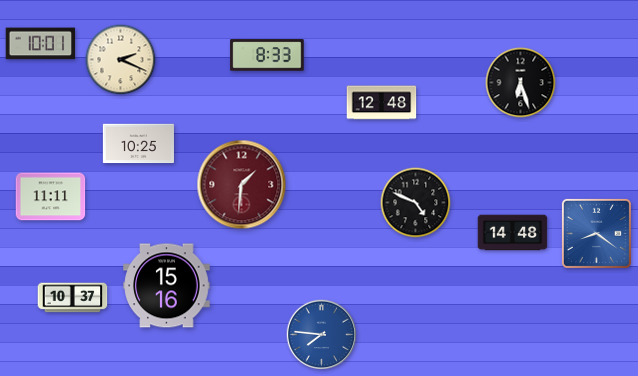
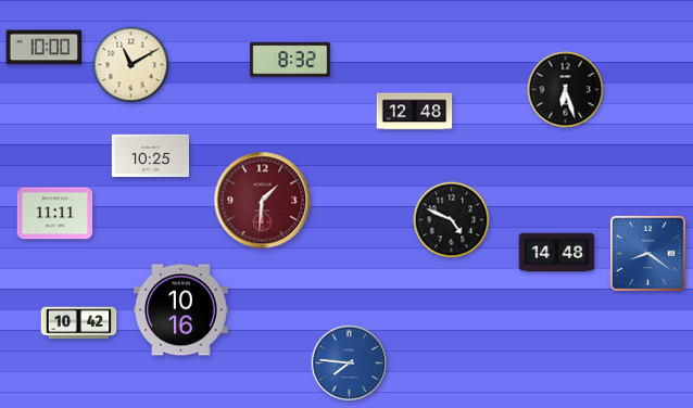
clock at (41, 44): 10:01 -> 10:00
clock at (267, 55): 8:33 -> 8:32
clock at (121, 60): 2:19 -> 11:10
clock at (167, 286): 15:16 -> 10:16
clock at (73, 298): 10:37 -> 10:42
